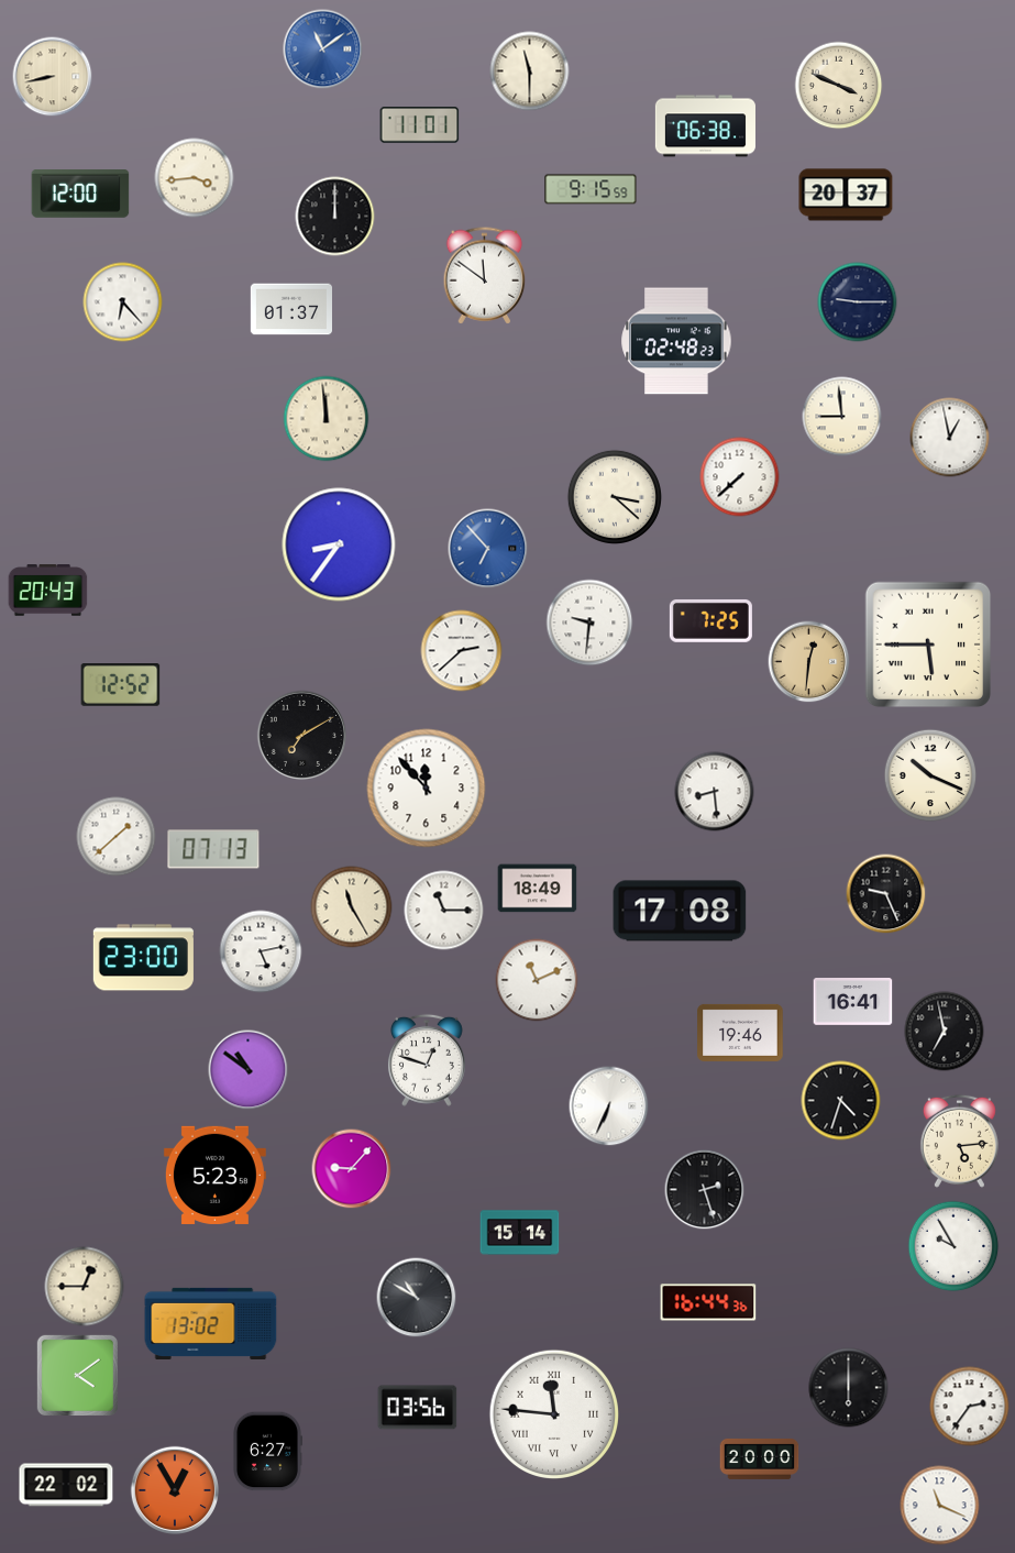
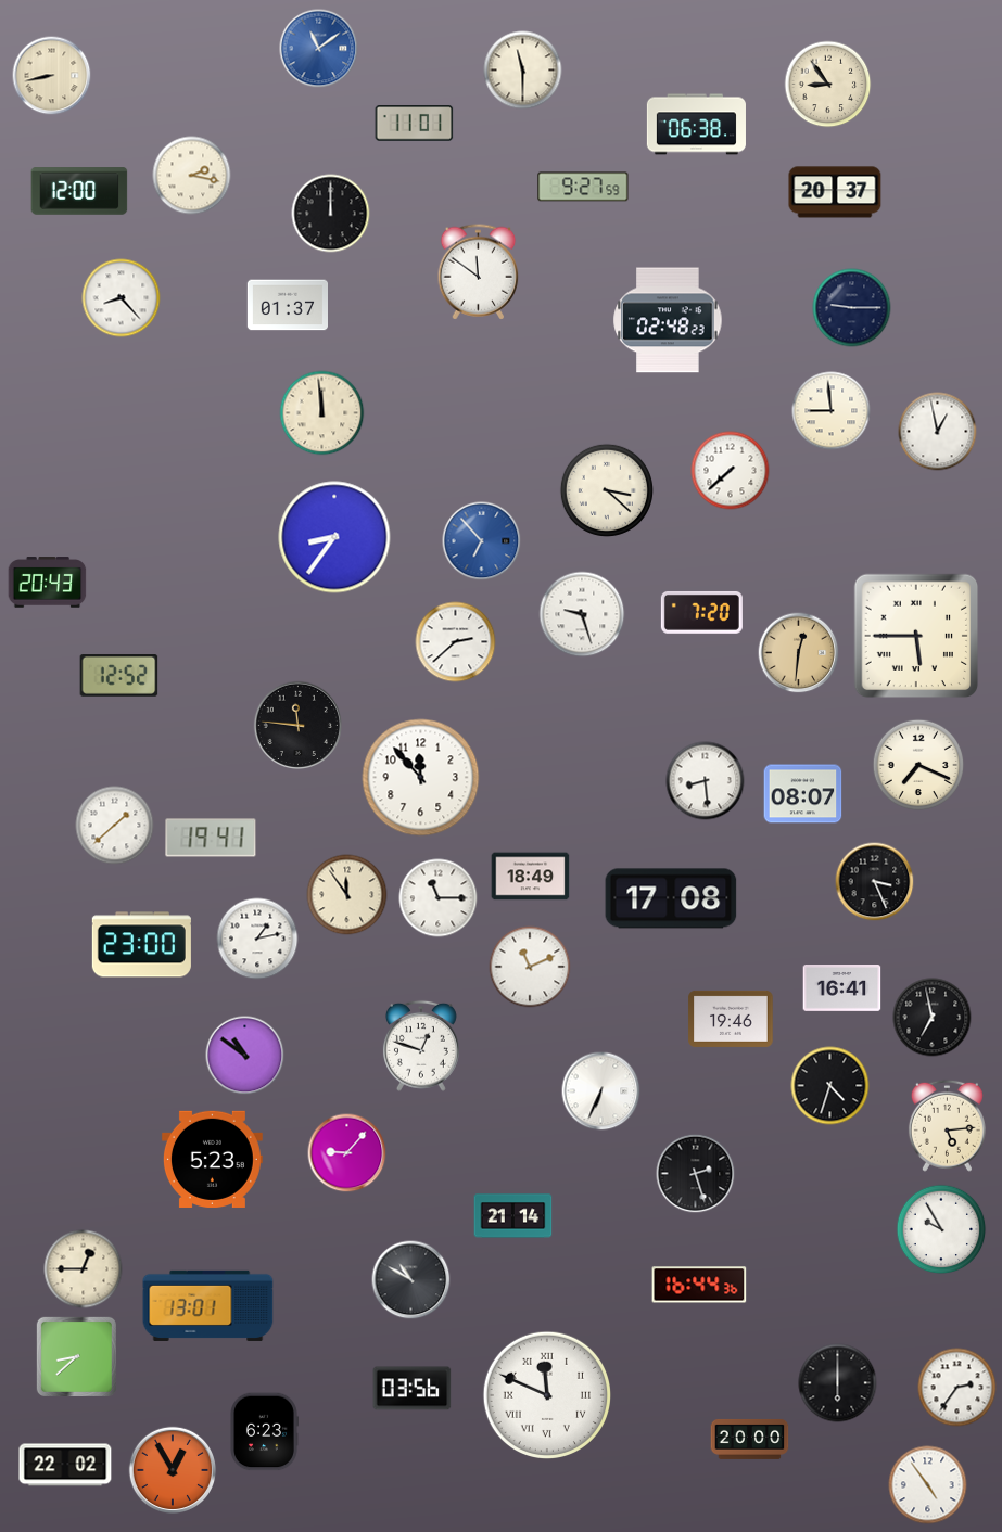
clock at (839, 86): 3:49 -> 8:54
clock at (195, 178): 3:44 -> 2:17
clock at (591, 189): 9:15 -> 9:27
clock at (123, 302): 6:23 -> 8:23
clock at (858, 302) position: (858, 302) -> (852, 308)
clock at (676, 341) position: (676, 341) -> (668, 320)
clock at (710, 620): 7:25 -> 7:20
clock at (589, 623): 9:31 -> 9:27
clock at (301, 735): 7:10 -> 11:46
clock at (930, 775): 10:19 -> 7:19
clock at (803, 794): none -> 08:07
clock at (213, 849): 07:13 -> 19:41
clock at (886, 894): 9:26 -> 3:26
clock at (352, 907): 11:25 -> 11:54
clock at (261, 951): 5:13 -> 1:13
clock at (520, 1233): 15:14 -> 21:14
clock at (211, 1323): 13:02 -> 13:01
clock at (77, 1375): 4:09 -> 8:38
clock at (849, 1388) position: (849, 1388) -> (838, 1383)
clock at (553, 1413): 11:46 -> 11:49
clock at (268, 1452): 6:27 -> 6:23
clock at (940, 1506): 11:19 -> 4:54
